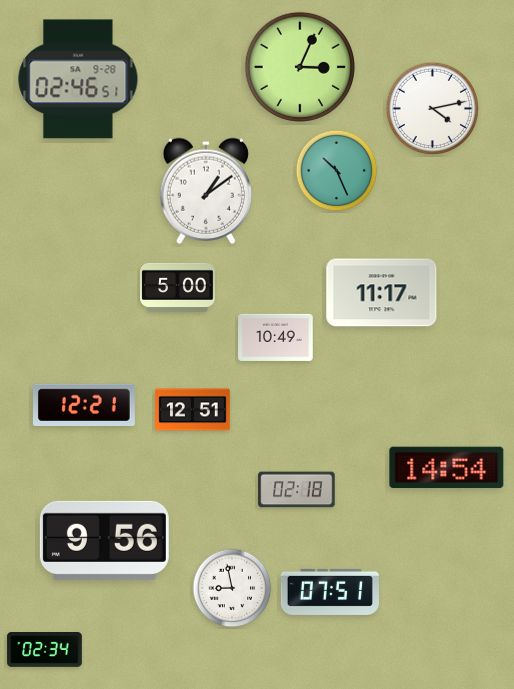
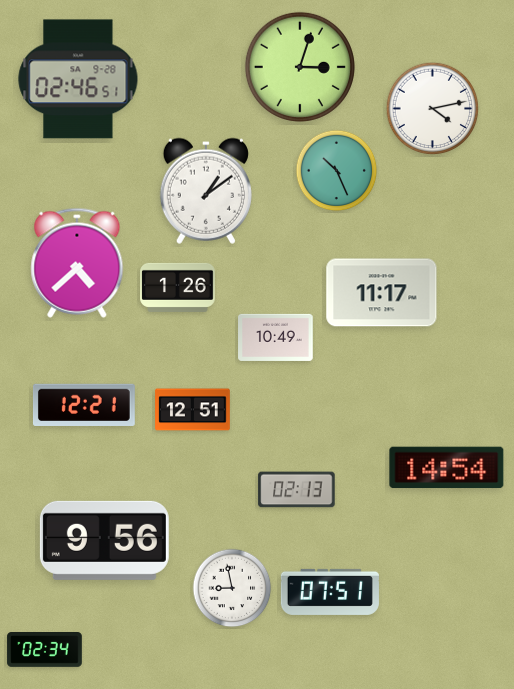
clock at (300, 67): 3:04 -> 3:03
clock at (77, 263): none -> 4:38
clock at (178, 287): 5:00 -> 1:26
clock at (297, 490): 02:18 -> 02:13
